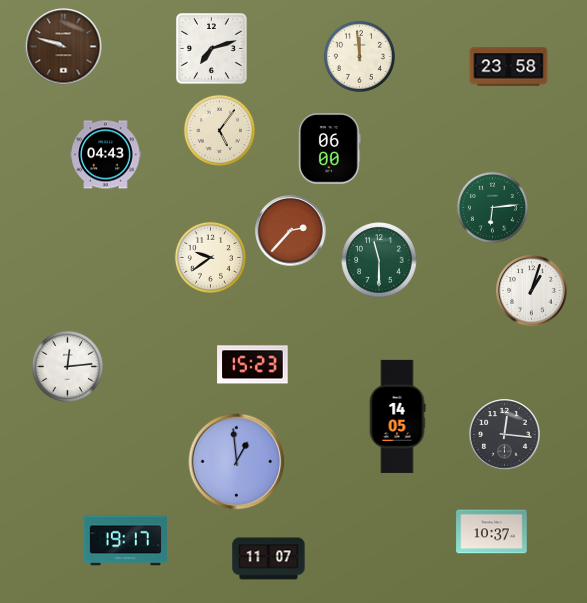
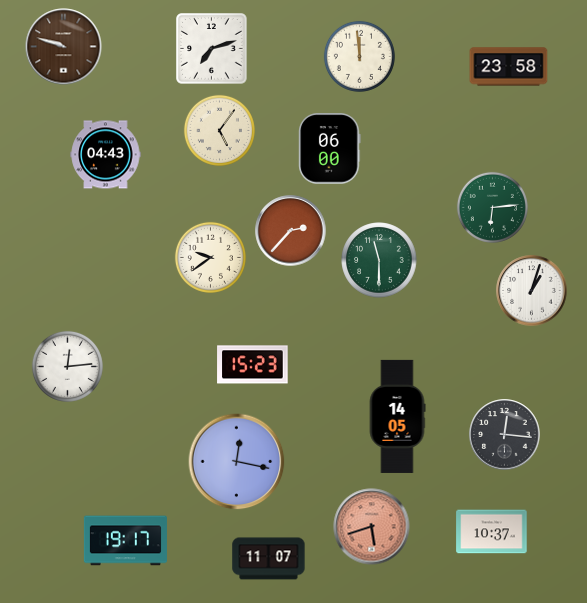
clock at (237, 462): 12:59 -> 12:17
clock at (372, 527): none -> 5:42
